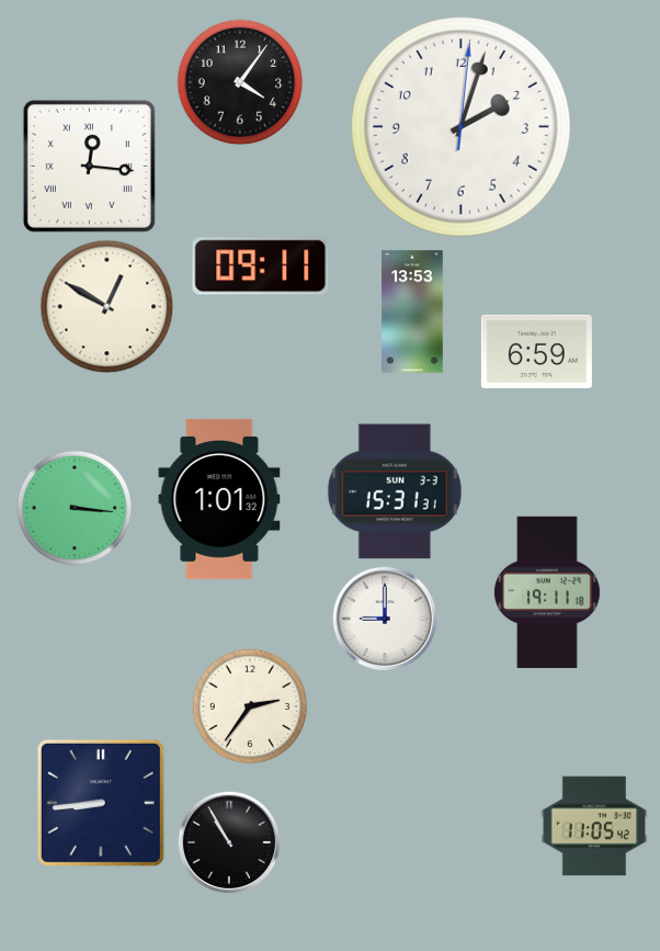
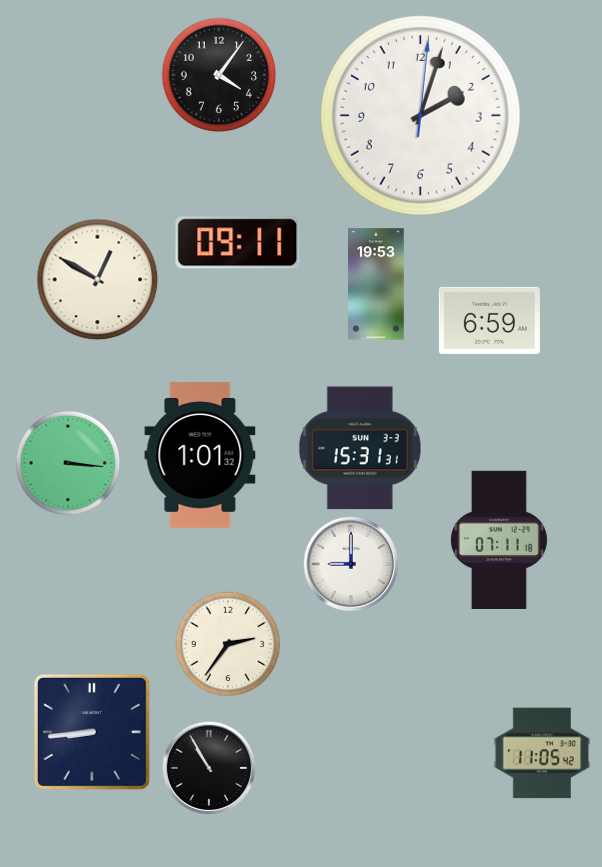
clock at (89, 166): 12:16 -> none
clock at (412, 312): 13:53 -> 19:53
clock at (547, 592): 19:11 -> 07:11
